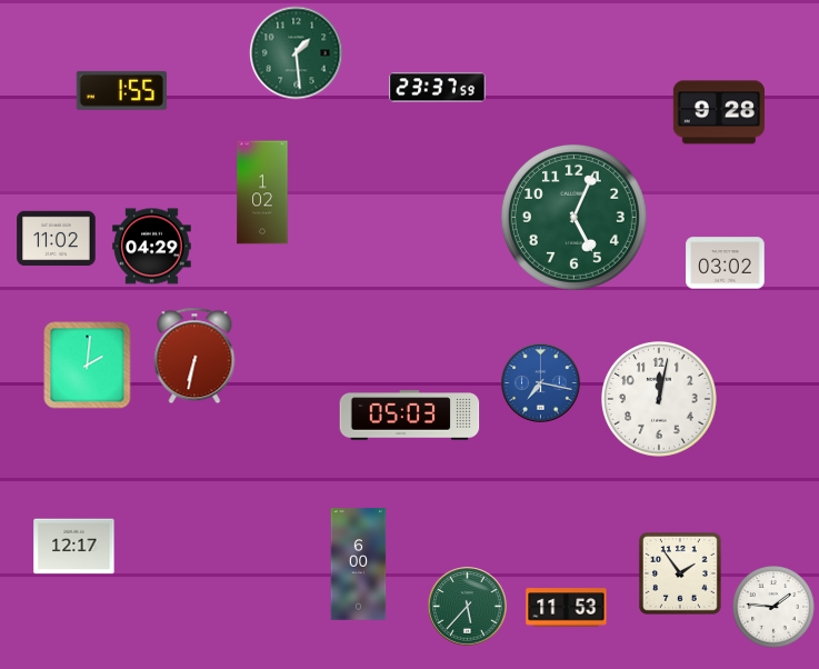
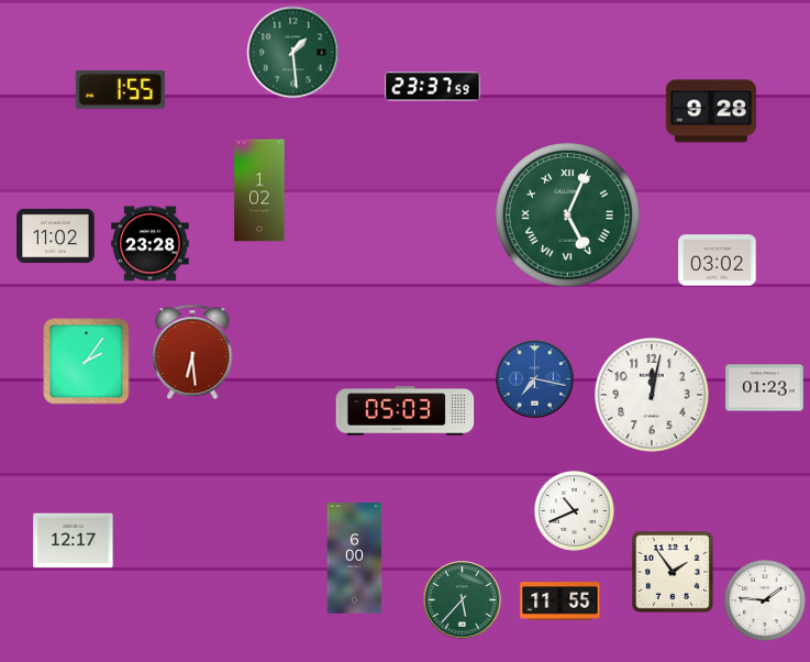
clock at (573, 217) numerals: Arabic -> Roman
clock at (152, 247): 04:29 -> 23:28
clock at (194, 356): 6:32 -> 6:29
clock at (88, 366): 2:01 -> 2:06
clock at (765, 388): none -> 01:23
clock at (574, 510): none -> 10:41
clock at (681, 575) position: (681, 575) -> (674, 573)
clock at (567, 608): 11:53 -> 11:55
